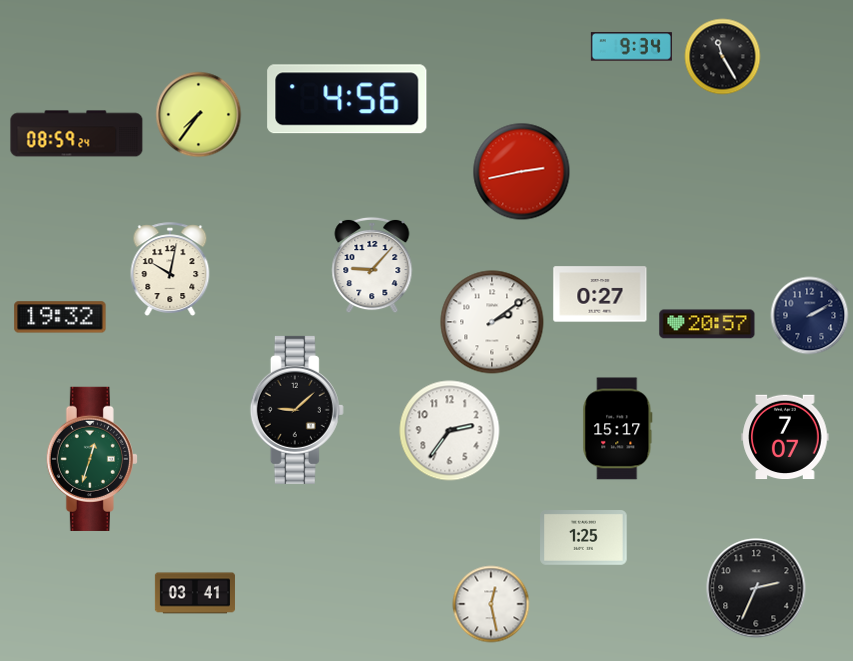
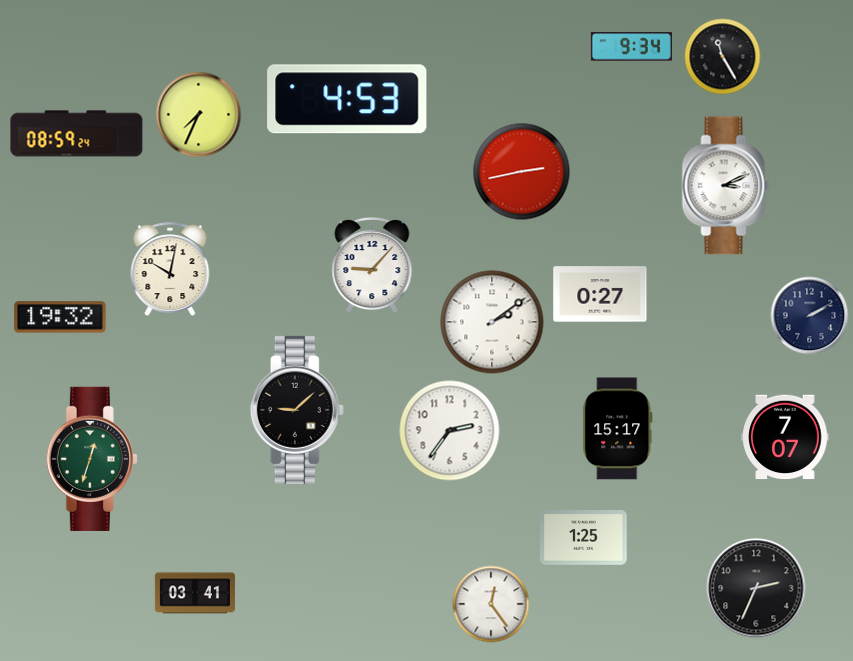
clock at (347, 99): 4:56 -> 4:53
clock at (199, 115): 7:36 -> 7:34
clock at (726, 186): none -> 3:11
clock at (707, 324): 20:57 -> none
clock at (491, 604): 12:28 -> 12:24
